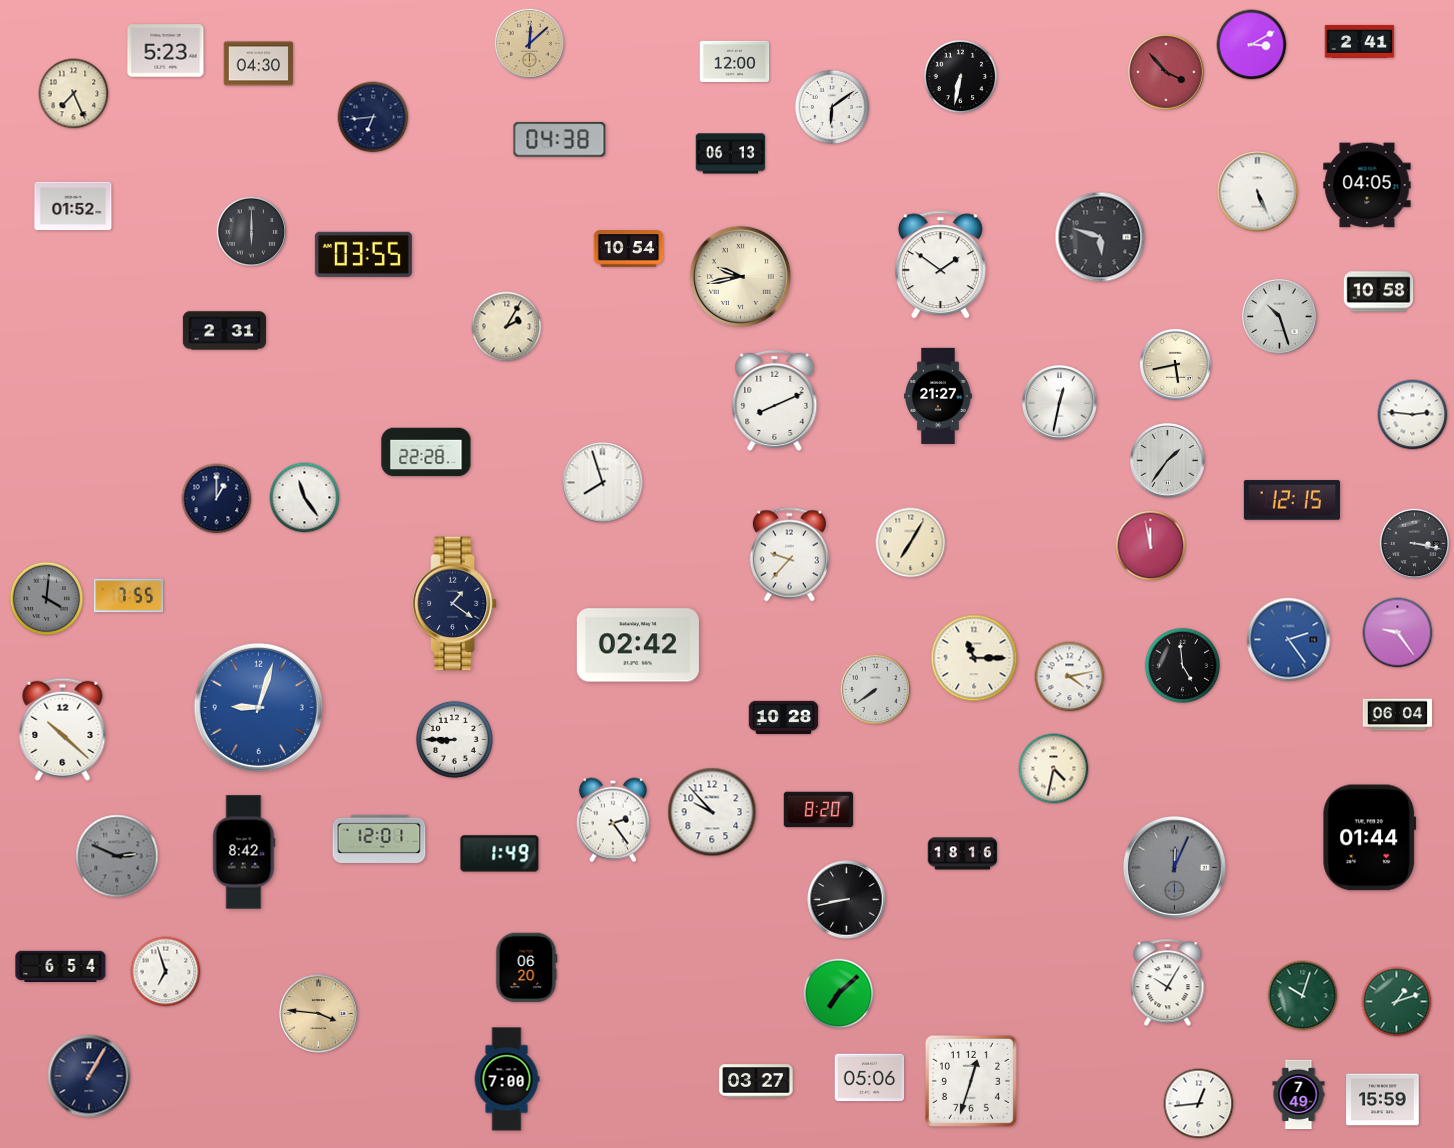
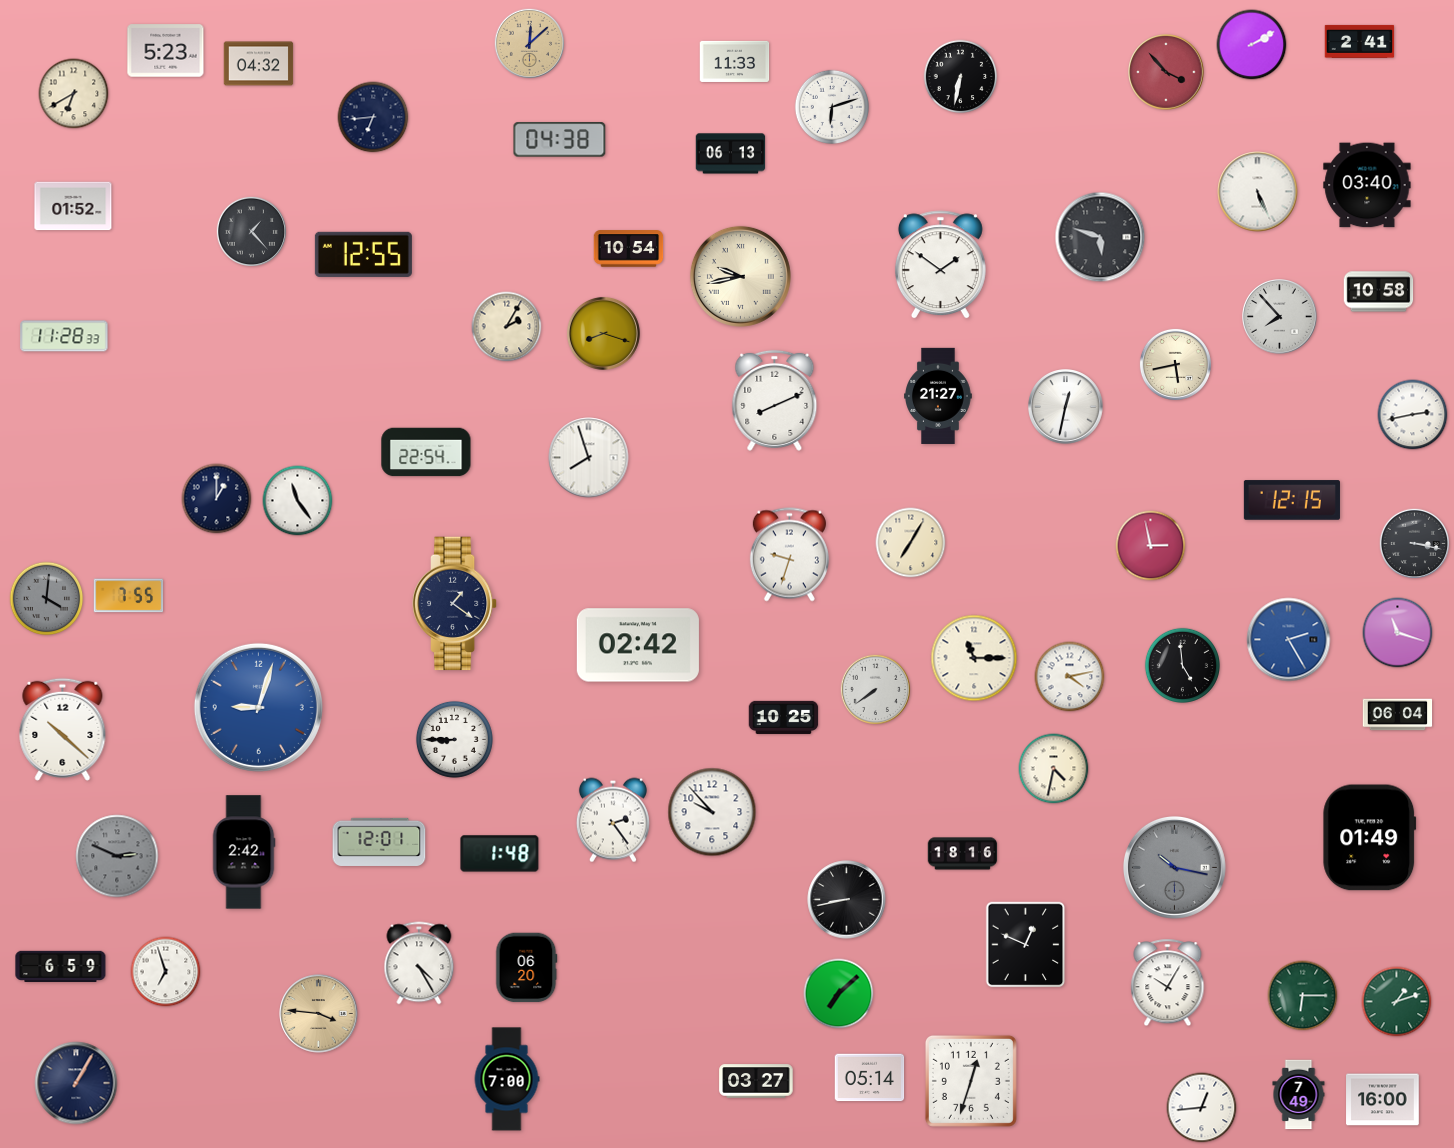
clock at (1252, 45): 3:10 -> 2:10
clock at (735, 61): 12:00 -> 11:33
clock at (259, 64): 04:30 -> 04:32
clock at (74, 94): 7:26 -> 6:40
clock at (832, 107): 6:09 -> 6:12
clock at (1367, 185): 04:05 -> 03:40
clock at (251, 231): 6:00 -> 1:23
clock at (363, 254): 03:55 -> 12:55
clock at (1280, 317): 10:27 -> 7:53
clock at (224, 331): 2:31 -> none
clock at (603, 333): none -> 8:18
clock at (64, 336): none -> 11:28
clock at (1060, 403) position: (1060, 403) -> (1066, 407)
clock at (1413, 415): 2:46 -> 2:43
clock at (426, 452): 22:28 -> 22:54
clock at (1168, 461): 1:36 -> none
clock at (603, 483) position: (603, 483) -> (589, 458)
clock at (305, 498) position: (305, 498) -> (298, 501)
clock at (1151, 546): 11:58 -> 2:58
clock at (789, 555): 9:37 -> 9:33
clock at (1398, 633): 9:24 -> 11:18
clock at (1289, 640): 2:24 -> 2:25
clock at (784, 717): 10:28 -> 10:25
clock at (819, 810): 8:20 -> none
clock at (1370, 838): 01:44 -> 01:49
clock at (379, 839) position: (379, 839) -> (379, 842)
clock at (244, 852): 8:42 -> 2:42
clock at (500, 854): 1:49 -> 1:48
clock at (1174, 867): 12:04 -> 10:17
clock at (1026, 945): none -> 12:49
clock at (419, 963): none -> 4:25
clock at (61, 966): 6:54 -> 6:59
clock at (1303, 996): 10:03 -> 6:15
clock at (89, 1076) position: (89, 1076) -> (76, 1083)
clock at (870, 1078): 05:06 -> 05:14
clock at (1383, 1100): 15:59 -> 16:00
clock at (1199, 1104) position: (1199, 1104) -> (1202, 1108)
